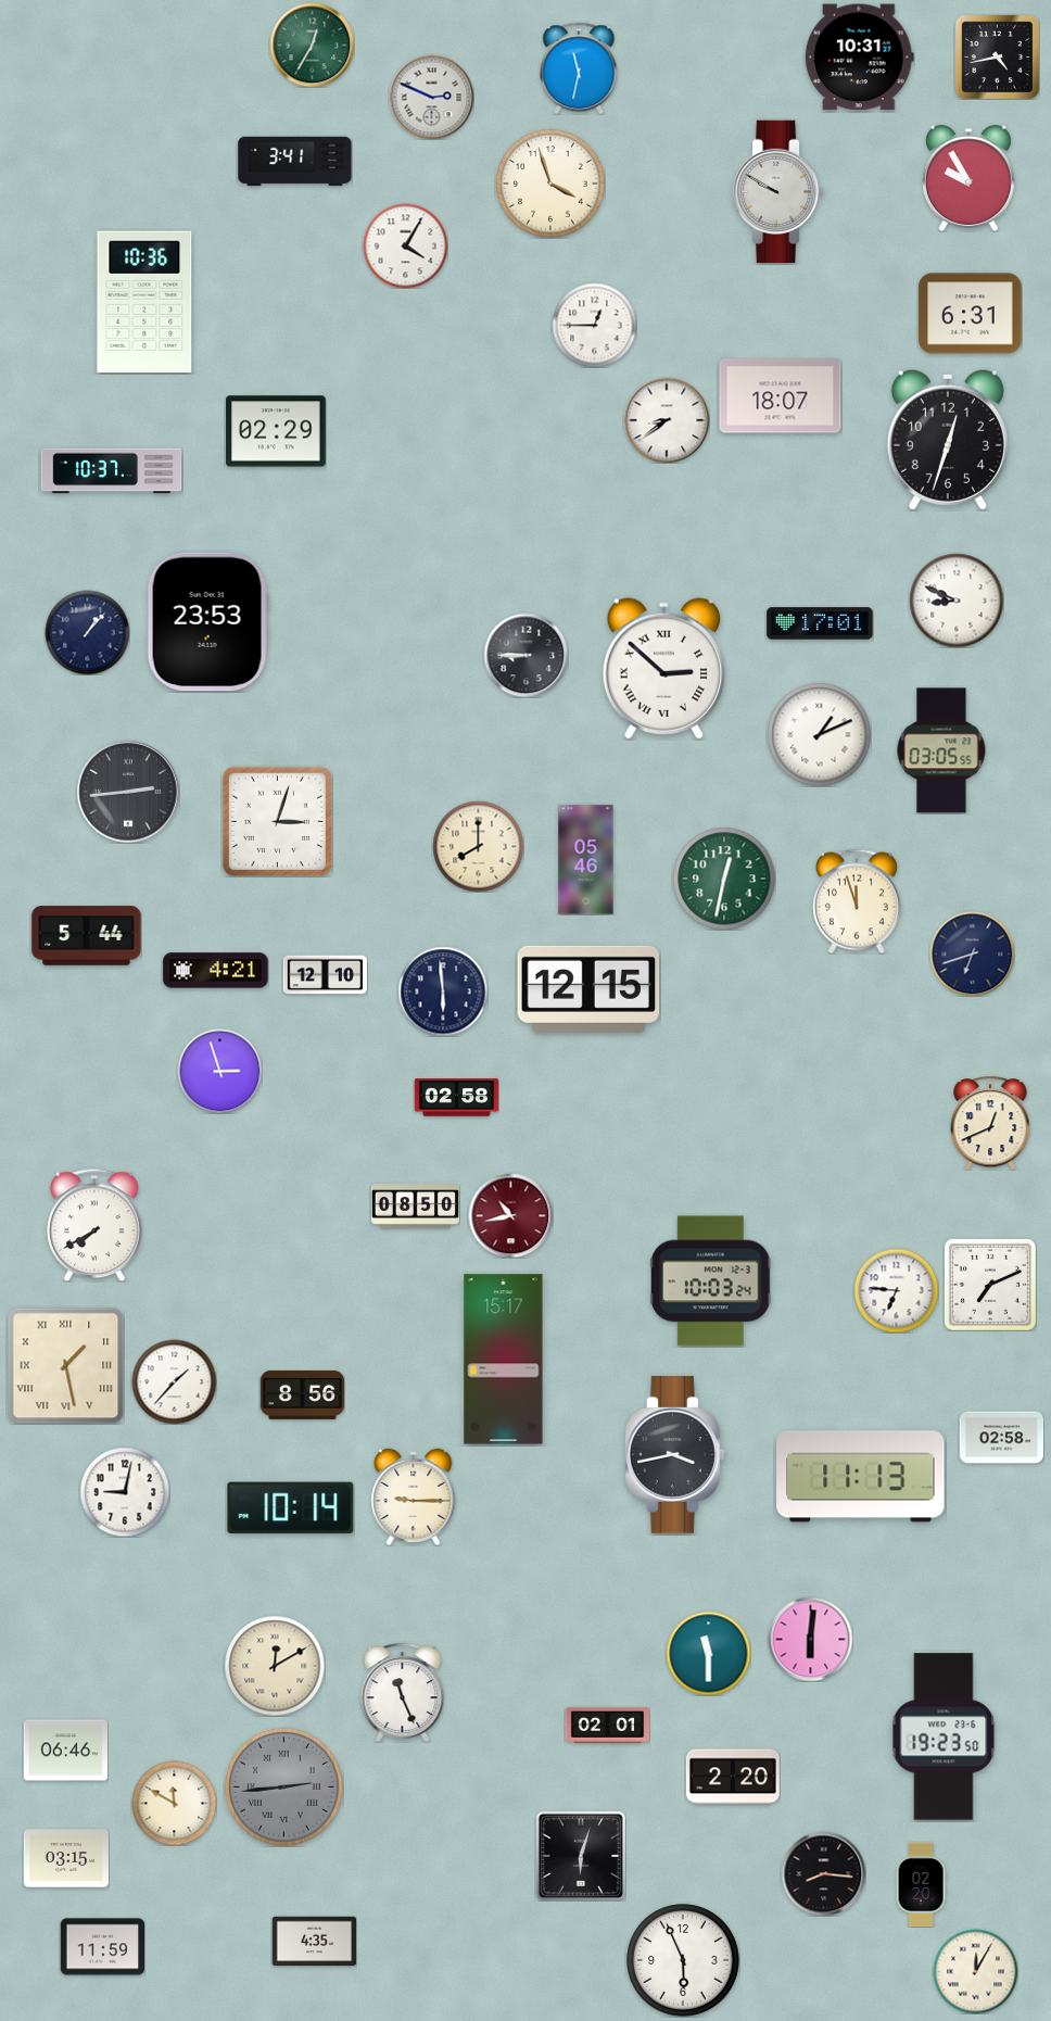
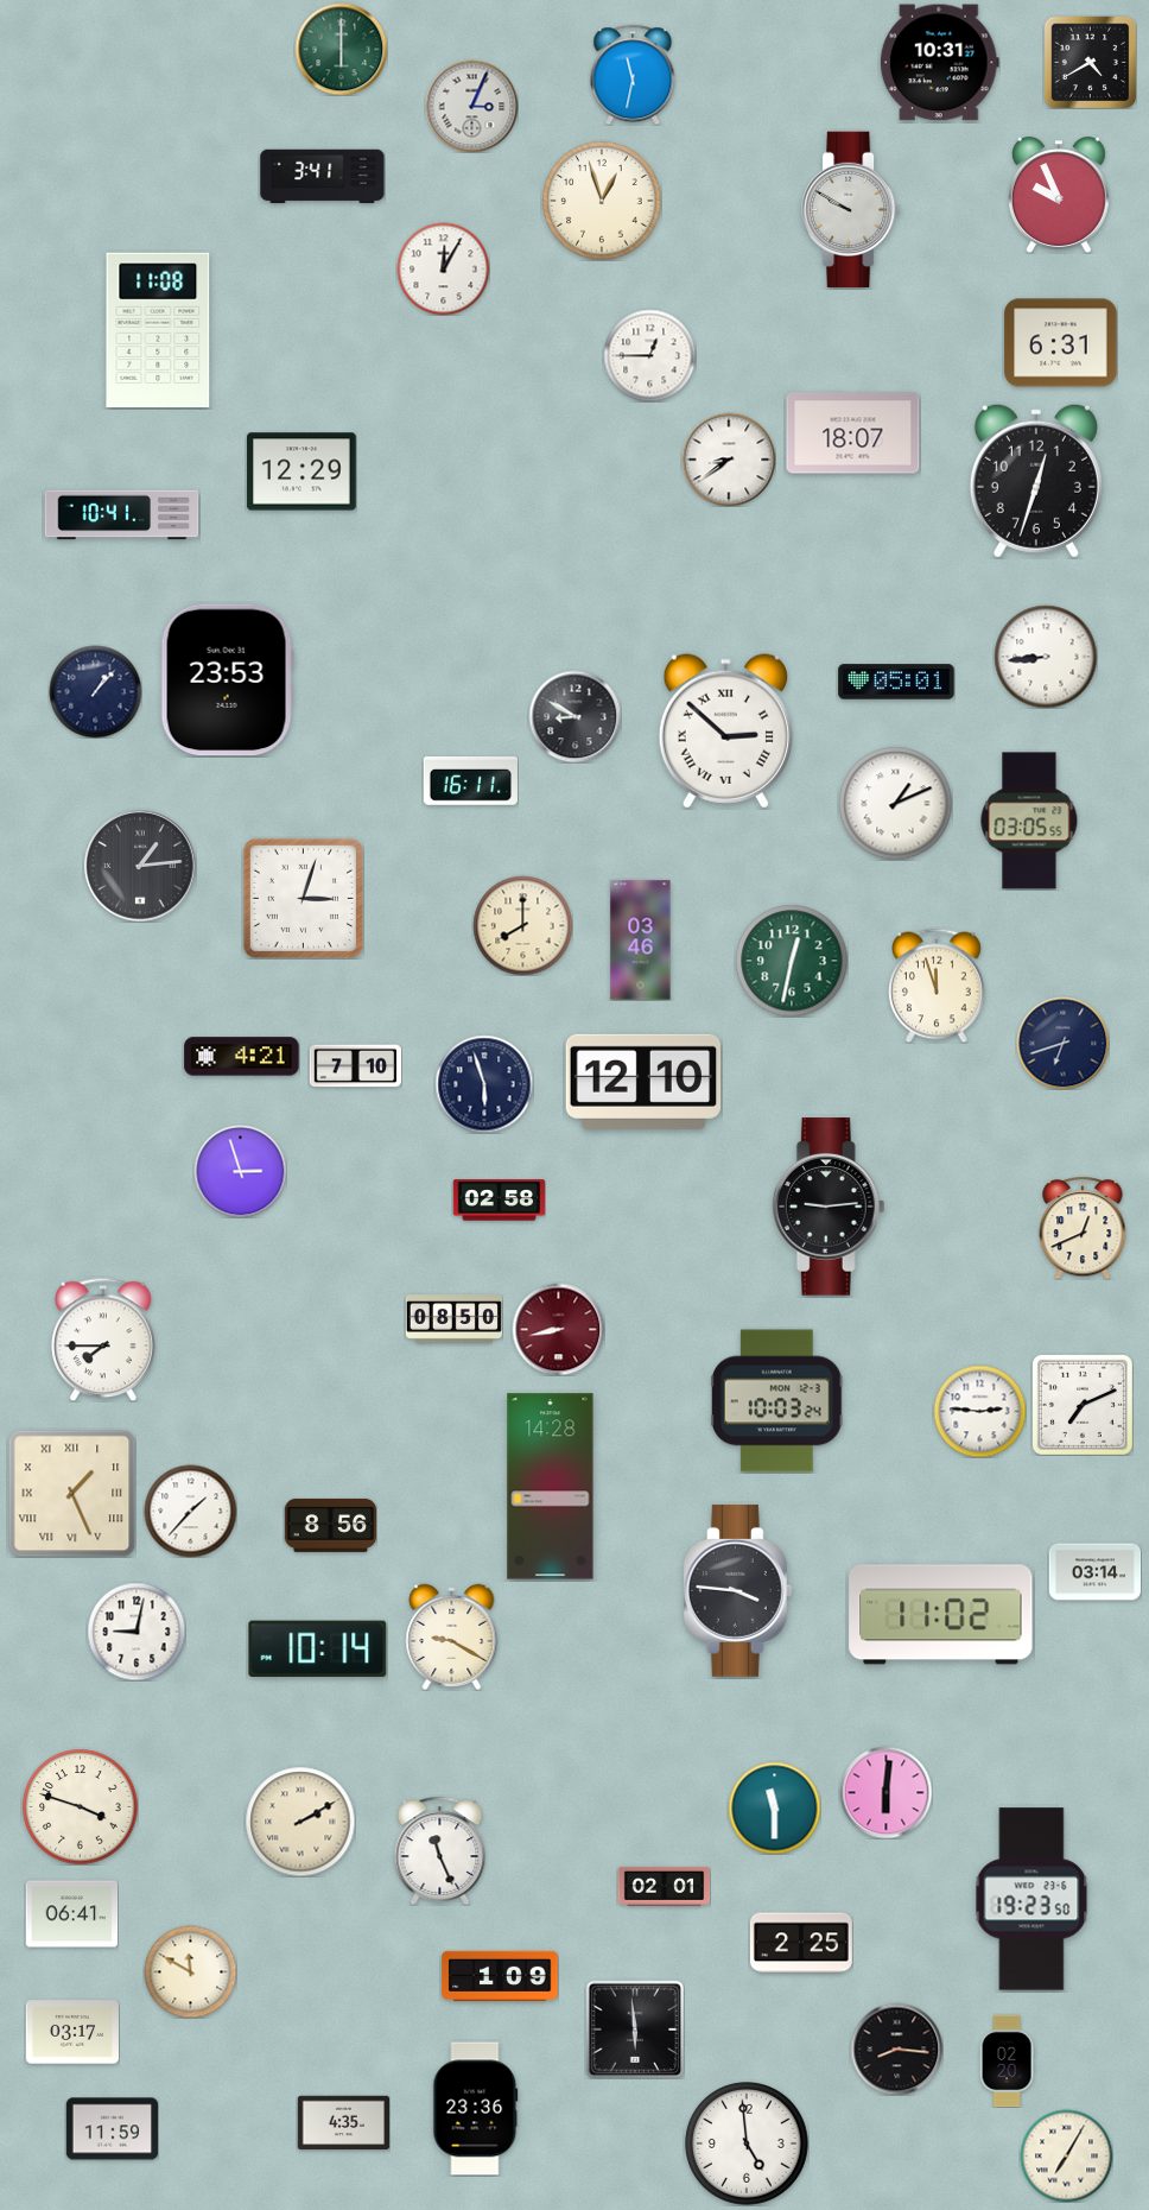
clock at (312, 45): 12:35 -> 6:00
clock at (997, 56): 4:43 -> 4:40
clock at (431, 97): 2:49 -> 3:04
clock at (970, 178): 9:55 -> 9:56
clock at (550, 184): 3:57 -> 12:57
clock at (405, 245): 4:05 -> 12:05
clock at (144, 301): 10:36 -> 11:08
clock at (276, 431): 02:29 -> 12:29
clock at (112, 471): 10:37 -> 10:41
clock at (957, 601): 8:49 -> 8:44
clock at (820, 623): 17:01 -> 05:01
clock at (525, 655): 8:45 -> 8:50
clock at (470, 781): none -> 16:11
clock at (128, 792): 2:44 -> 1:14
clock at (586, 860): 05:46 -> 03:46
clock at (87, 936): 5:44 -> none
clock at (216, 971) position: (216, 971) -> (242, 1057)
clock at (325, 975): 12:10 -> 7:10
clock at (587, 989): 12:15 -> 12:10
clock at (443, 991): 5:59 -> 5:57
clock at (829, 1207): none -> 9:14
clock at (510, 1215): 10:43 -> 8:43
clock at (94, 1225): 7:40 -> 7:45
clock at (896, 1290): 6:46 -> 2:46
clock at (504, 1360): 15:17 -> 14:28
clock at (65, 1365): 1:28 -> 1:26
clock at (1001, 1438): 02:58 -> 03:14
clock at (674, 1454): 3:43 -> 3:46
clock at (861, 1477): 11:13 -> 11:02
clock at (414, 1496): 9:15 -> 9:20
clock at (81, 1807): none -> 3:48
clock at (275, 1666): 12:10 -> 2:10
clock at (65, 1751): 06:46 -> 06:41
clock at (733, 1777): 2:20 -> 2:25
clock at (283, 1786): 2:44 -> none
clock at (500, 1976): none -> 1:09
clock at (580, 1855): 6:03 -> 5:59
clock at (65, 1858): 03:15 -> 03:17
clock at (823, 1873) position: (823, 1873) -> (896, 2048)
clock at (476, 2109): none -> 23:36
clock at (683, 1960): 5:56 -> 4:59
clock at (975, 1971): 12:05 -> 7:05
